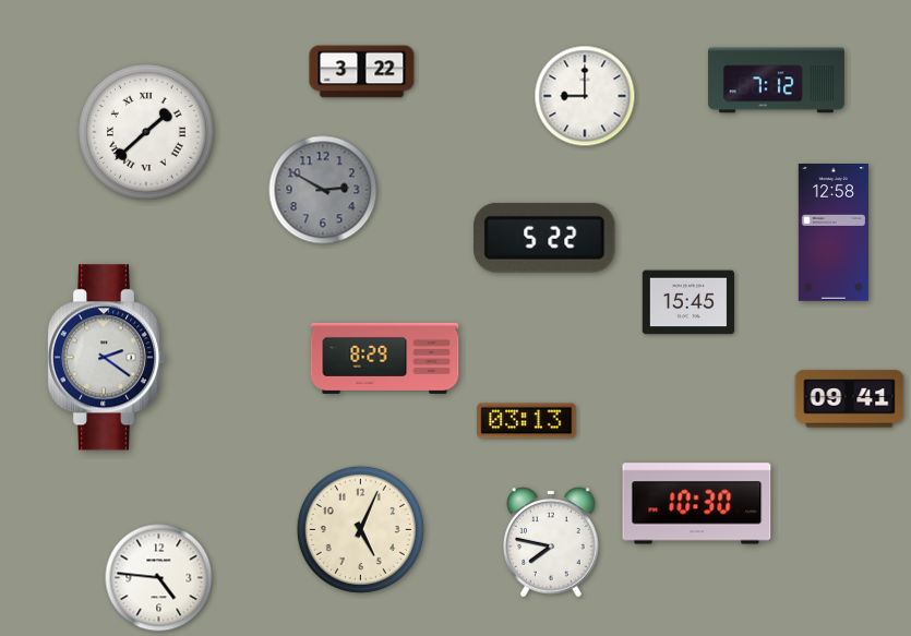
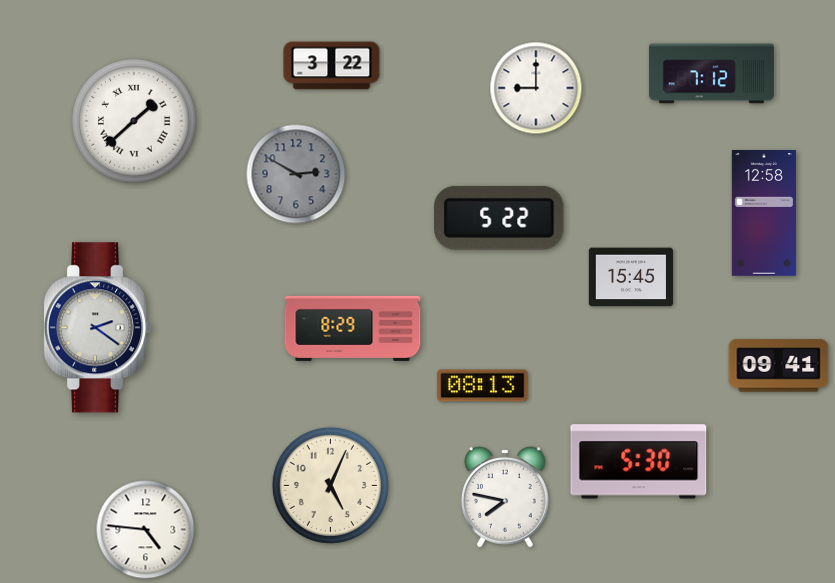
clock at (527, 421): 03:13 -> 08:13
clock at (697, 504): 10:30 -> 5:30
